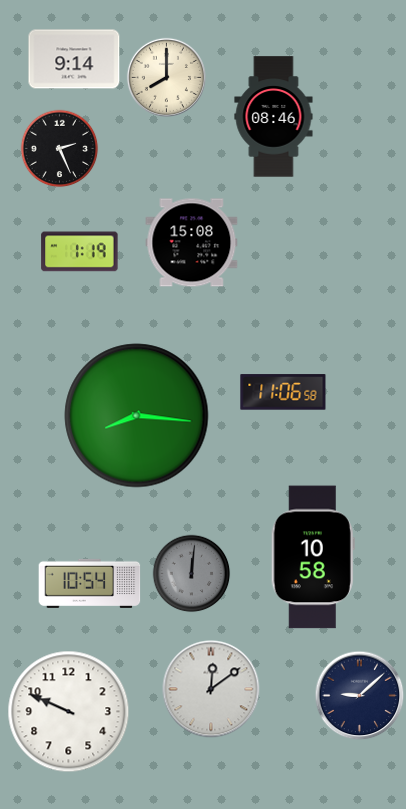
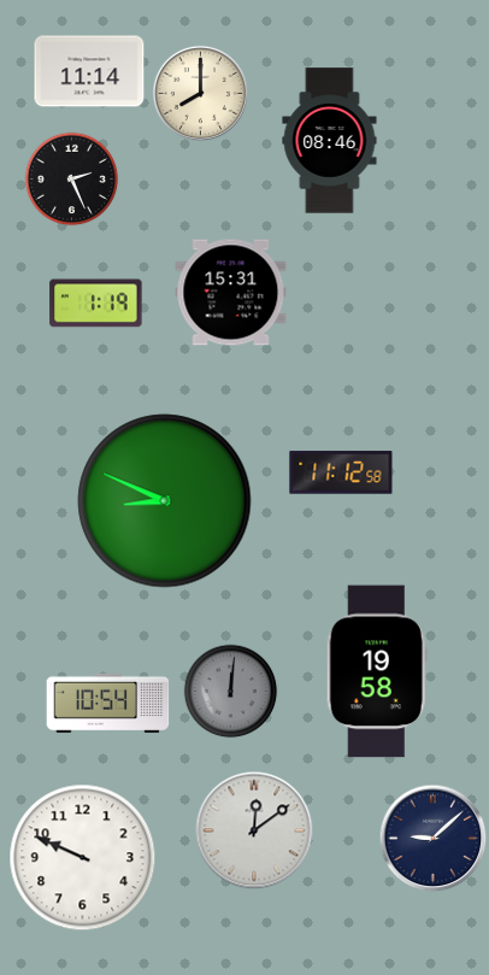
clock at (74, 59): 9:14 -> 11:14
clock at (192, 243): 15:08 -> 15:31
clock at (283, 392): 11:06 -> 11:12
clock at (137, 416): 8:16 -> 8:49
clock at (313, 557): 10:58 -> 19:58
